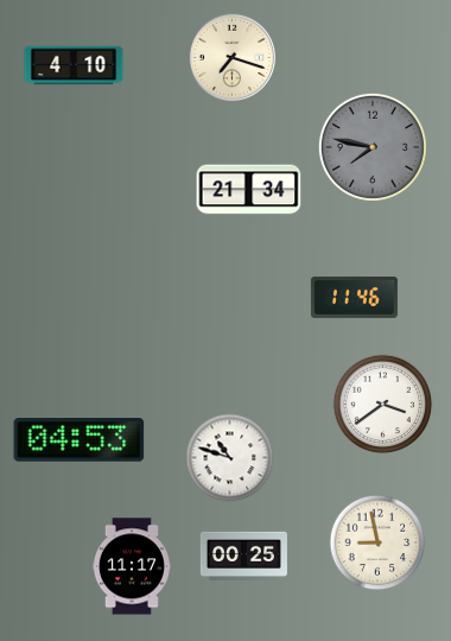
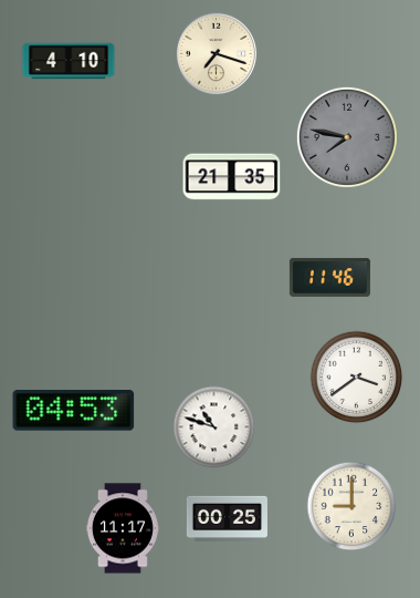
clock at (249, 190): 21:34 -> 21:35
clock at (377, 542): 8:58 -> 9:00
